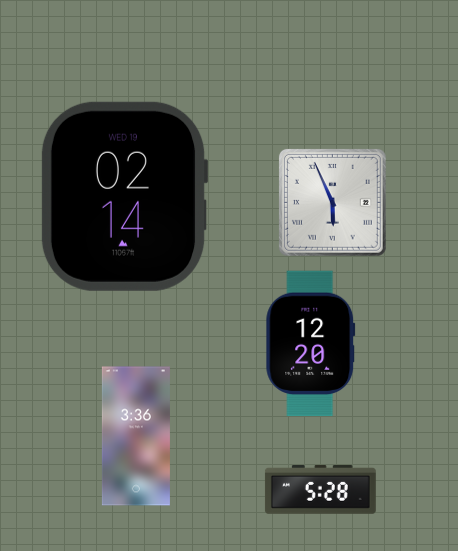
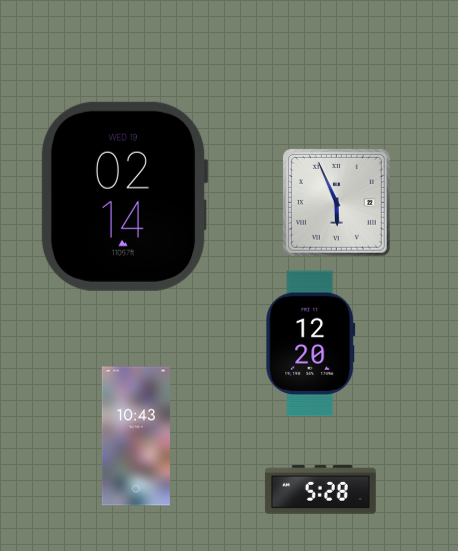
clock at (332, 202) position: (332, 202) -> (336, 202)
clock at (136, 436): 3:36 -> 10:43
